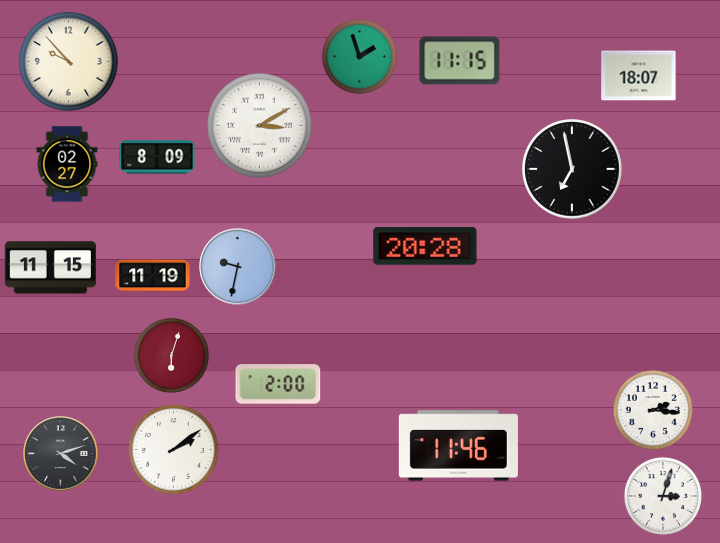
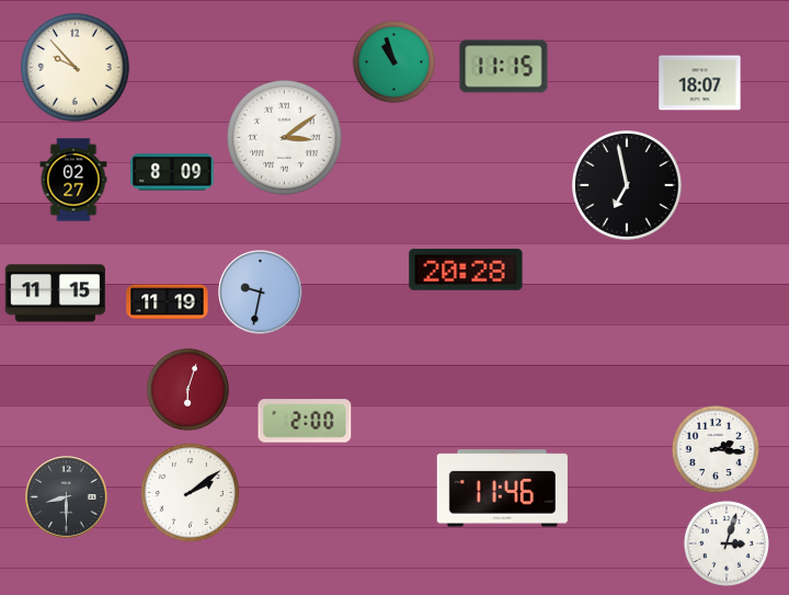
clock at (359, 56): 1:57 -> 10:57
clock at (260, 126): 3:10 -> 3:09
clock at (61, 454): 4:12 -> 8:30
